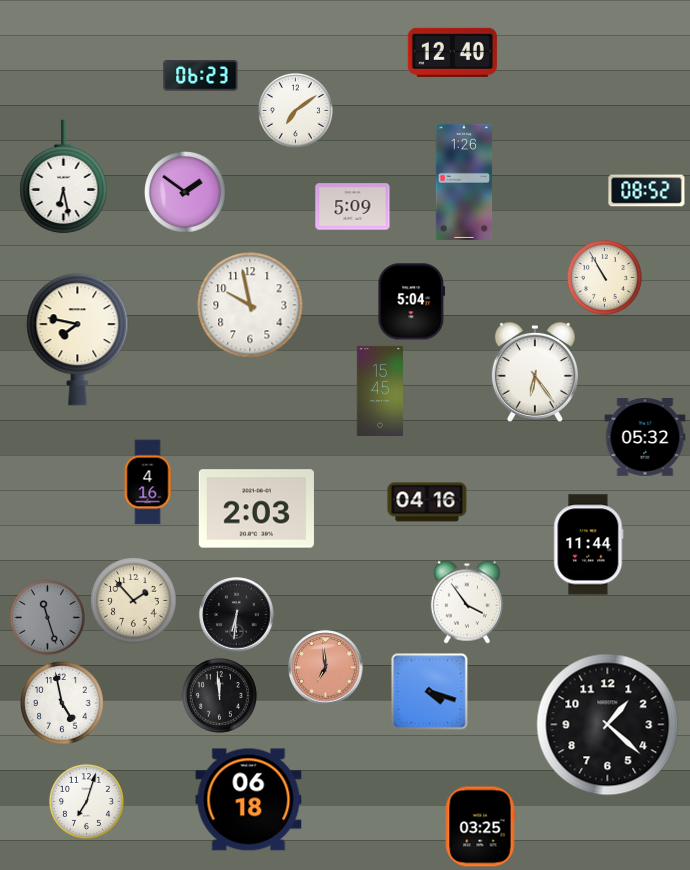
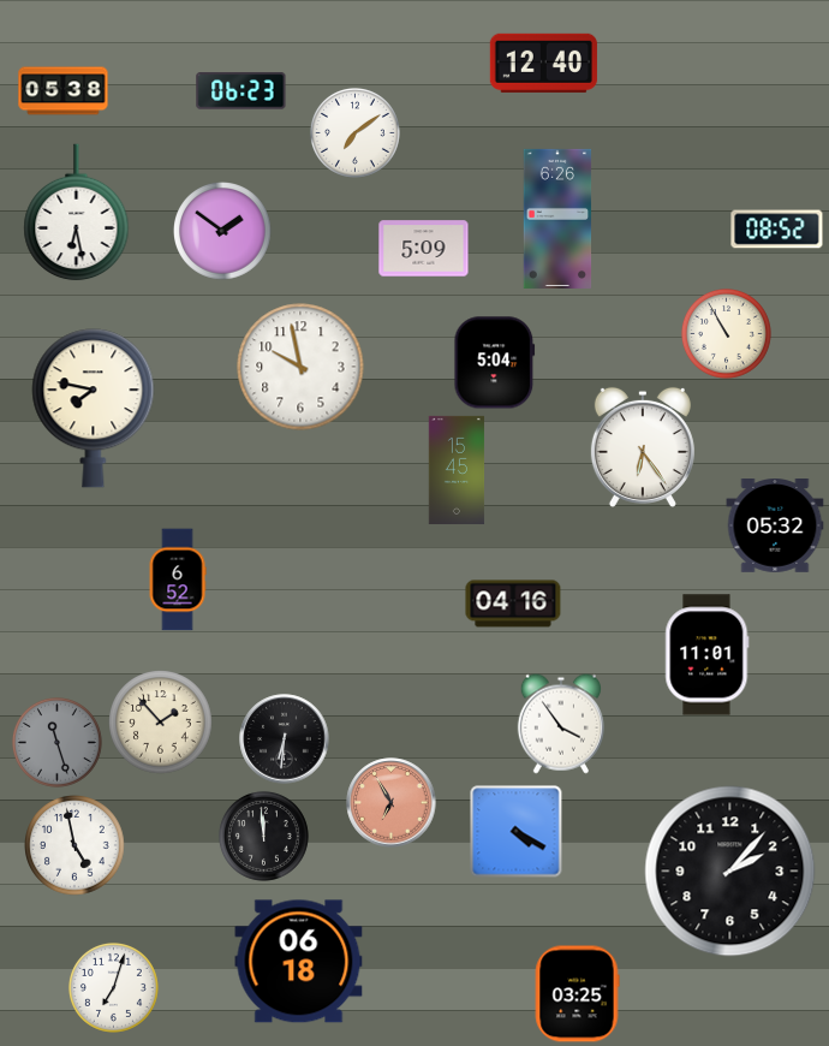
clock at (64, 91): none -> 05:38
clock at (464, 182): 1:26 -> 6:26
clock at (148, 482): 4:16 -> 6:52
clock at (256, 509): 2:03 -> none
clock at (589, 545): 11:44 -> 11:01
clock at (326, 668): 6:59 -> 6:55
clock at (430, 692): 4:18 -> 4:20
clock at (608, 725): 1:22 -> 2:07
clock at (86, 801) position: (86, 801) -> (113, 987)
